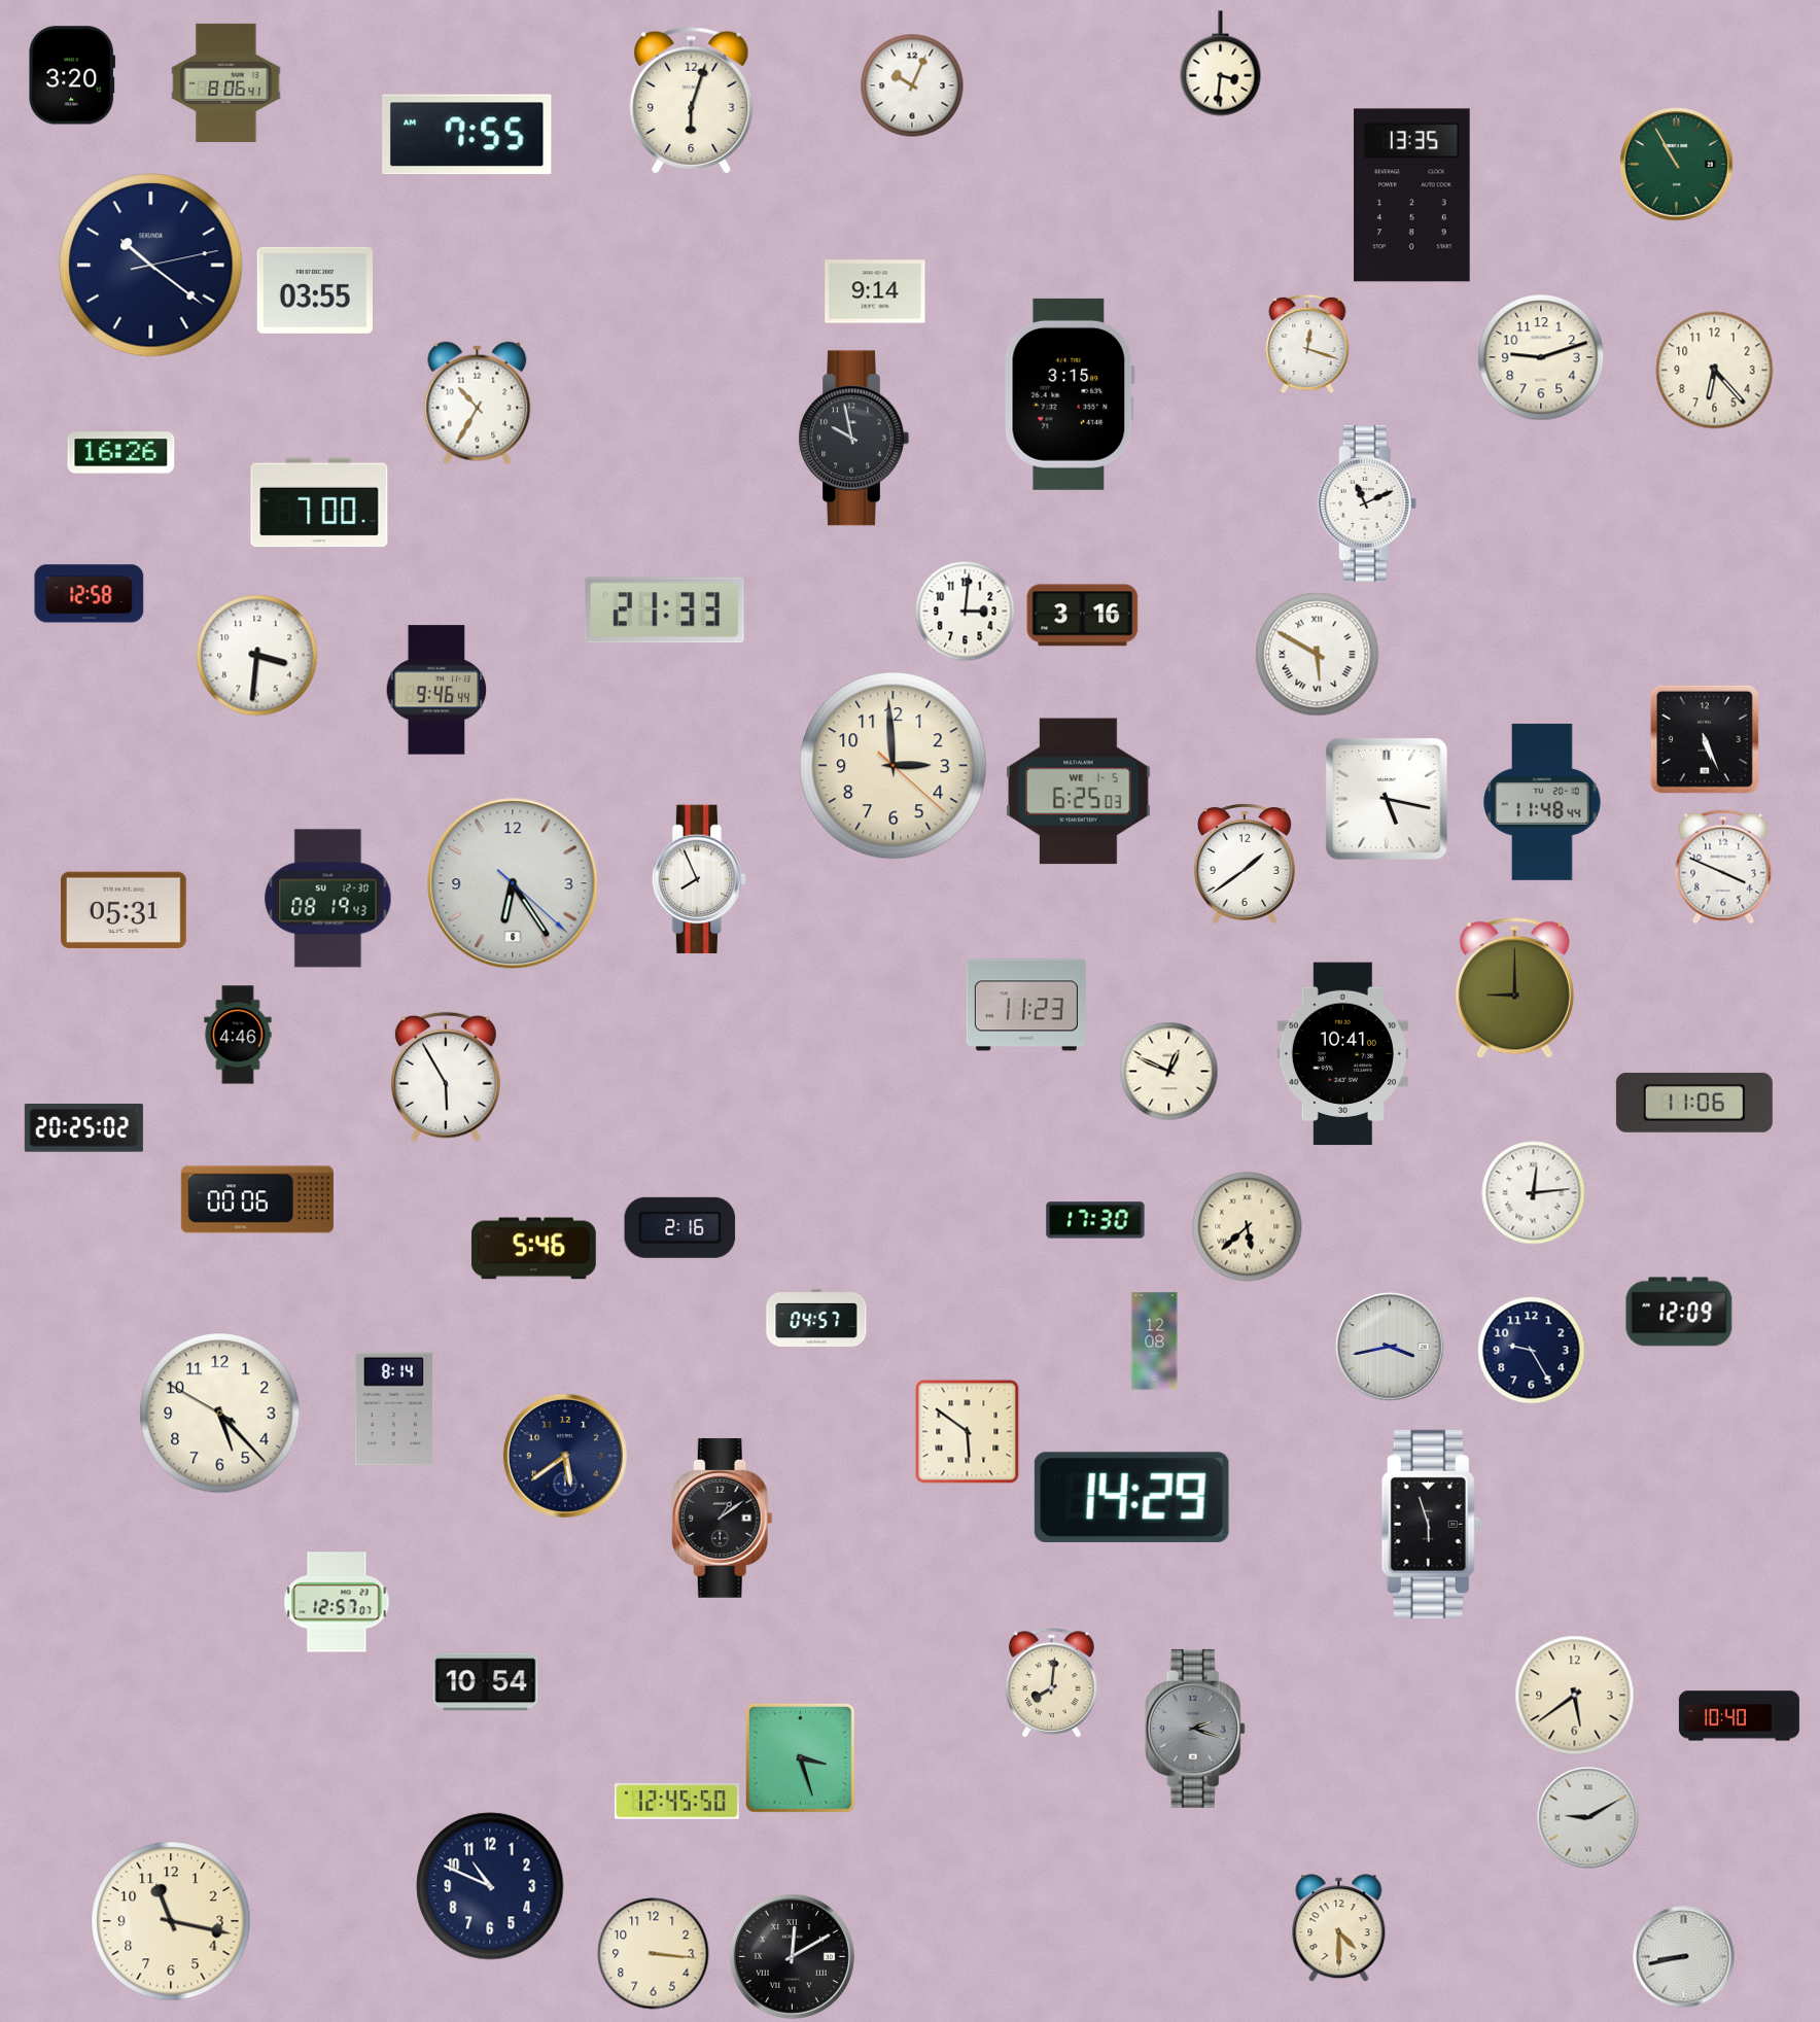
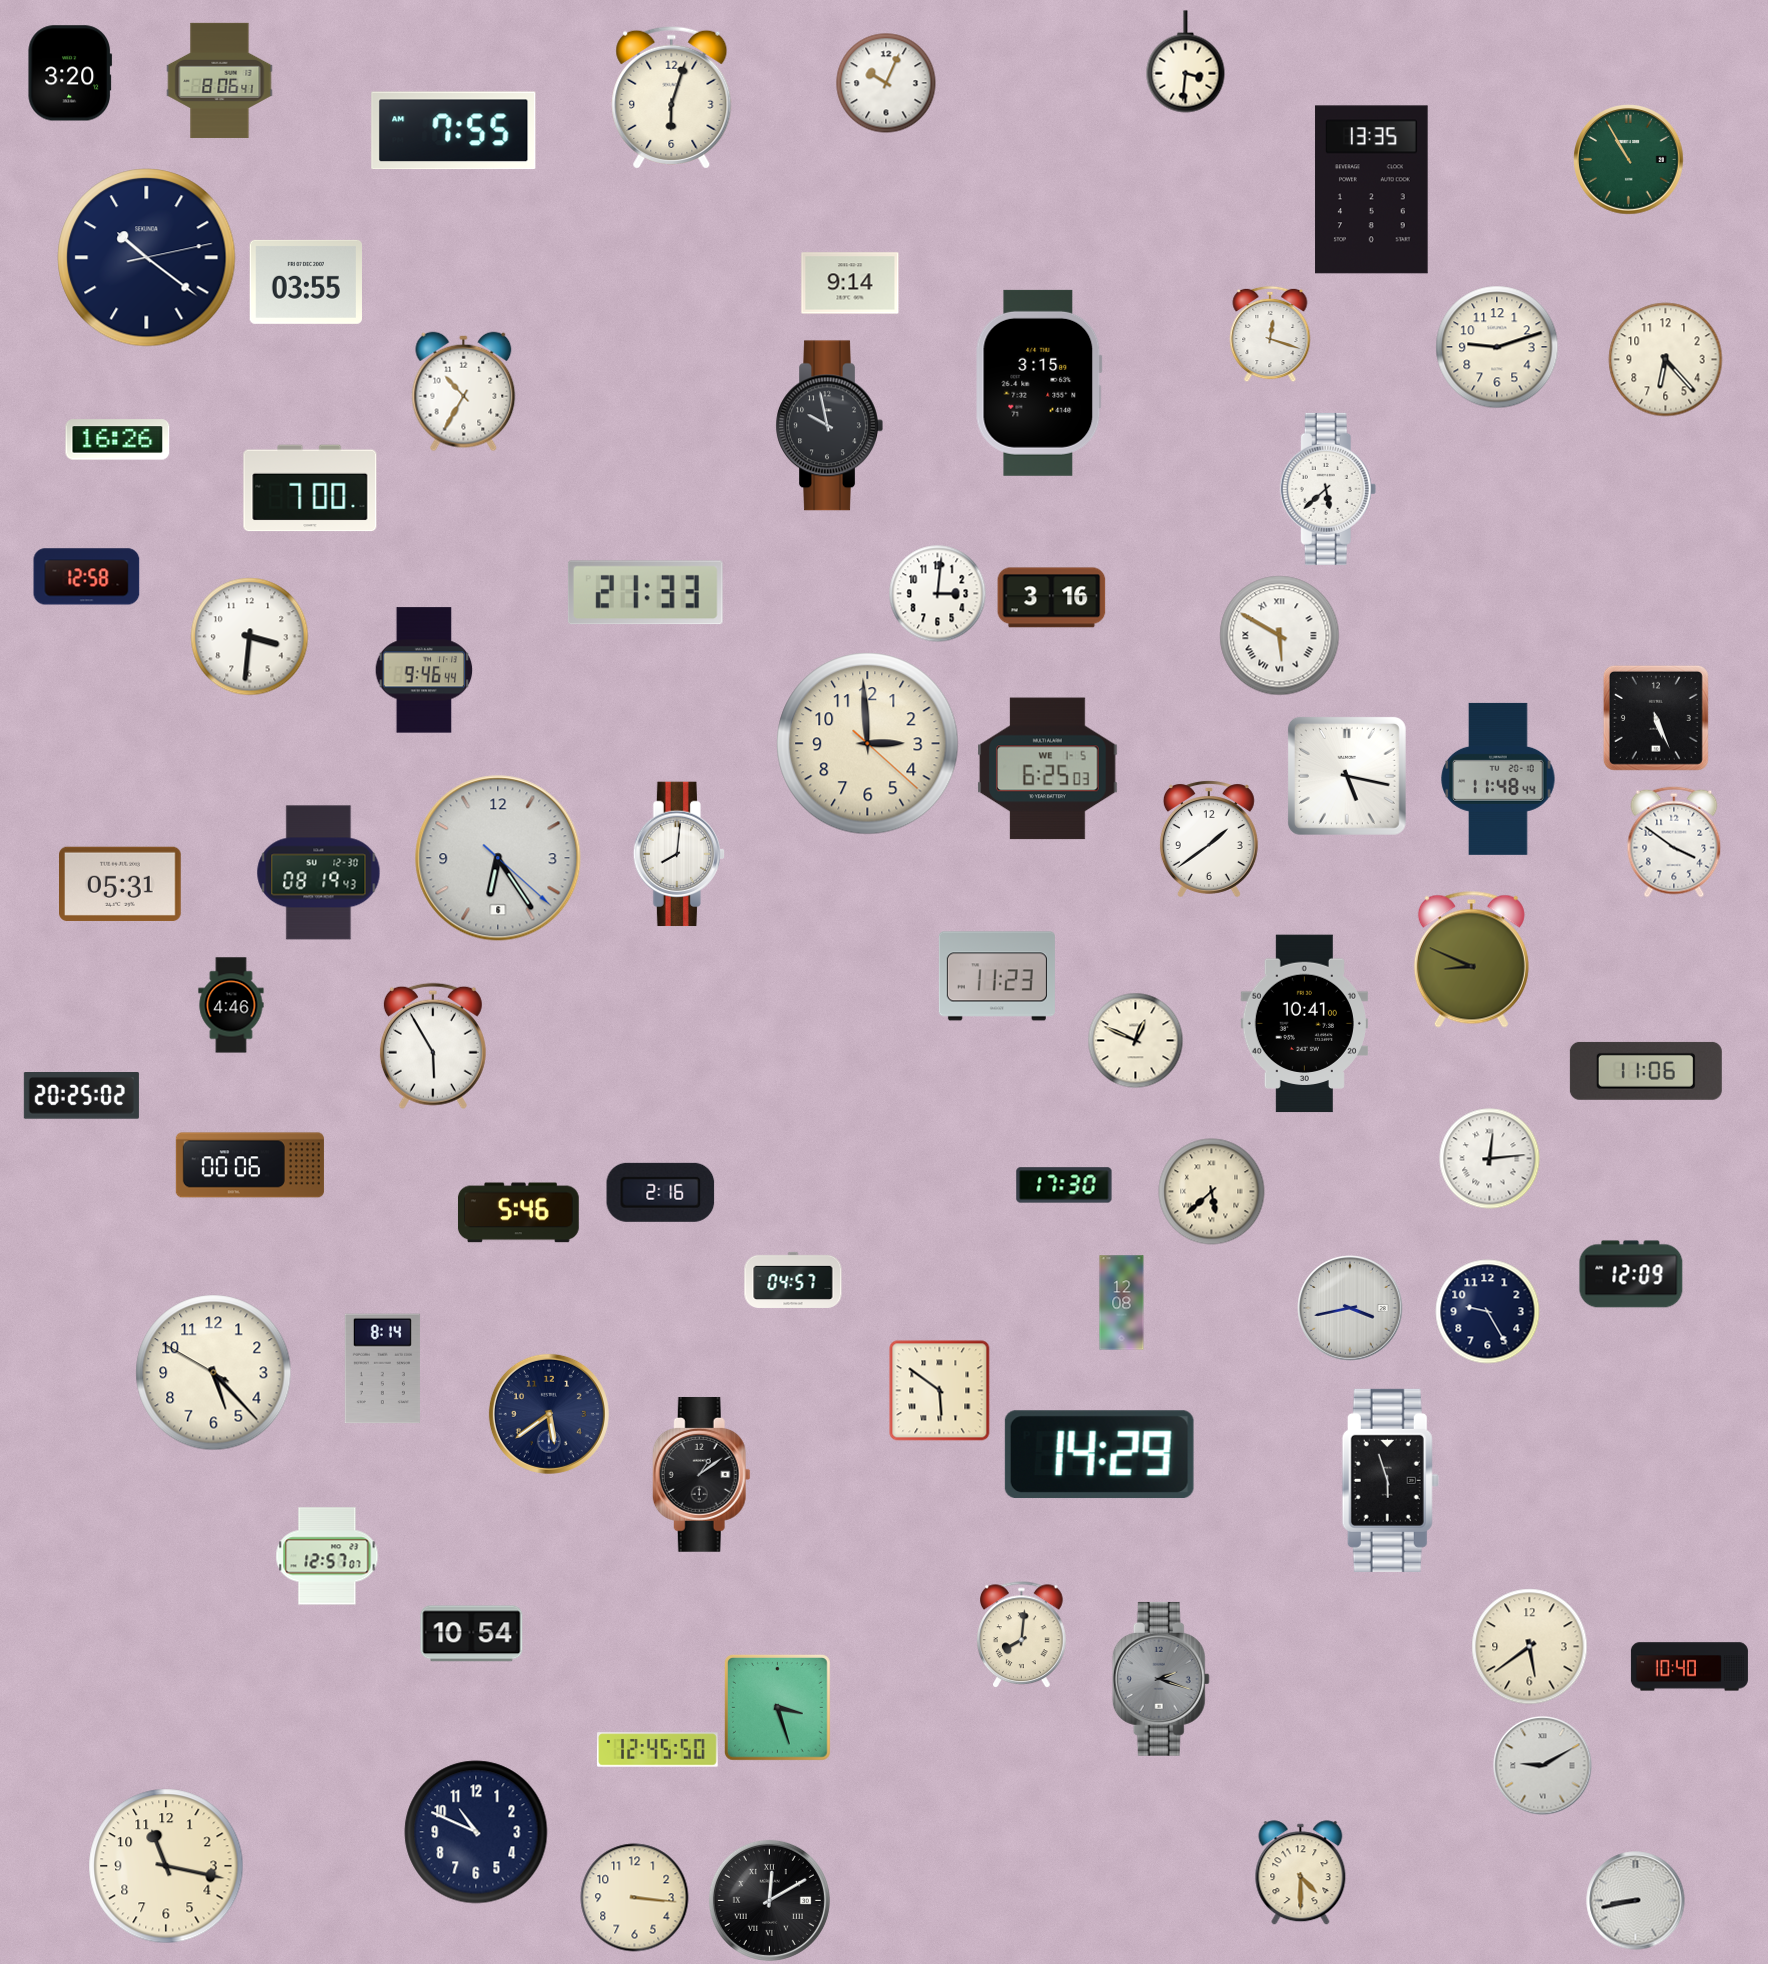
clock at (1367, 503): 11:11 -> 5:38
clock at (1723, 867): 3:49 -> 3:51
clock at (698, 879): 7:56 -> 8:01
clock at (1514, 987): 9:00 -> 8:49
